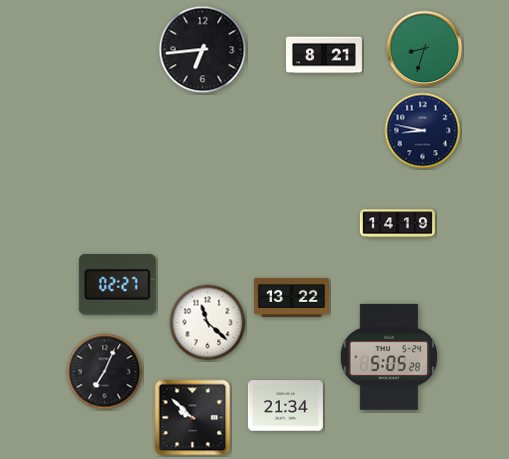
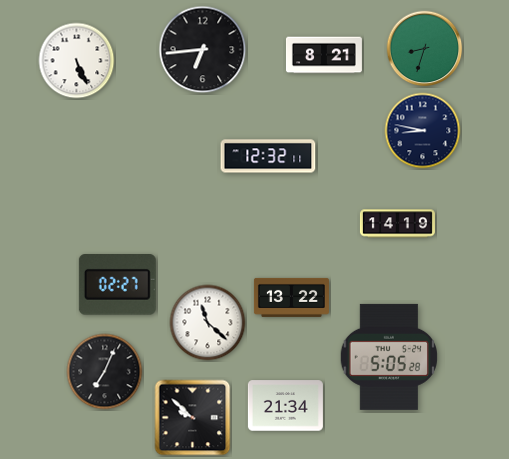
clock at (77, 61): none -> 5:26
clock at (268, 156): none -> 12:32
